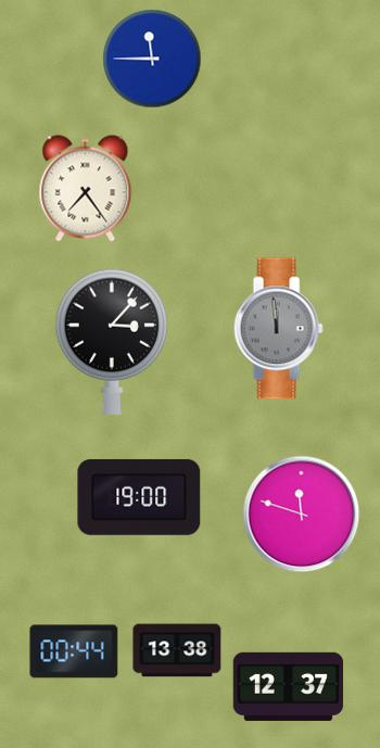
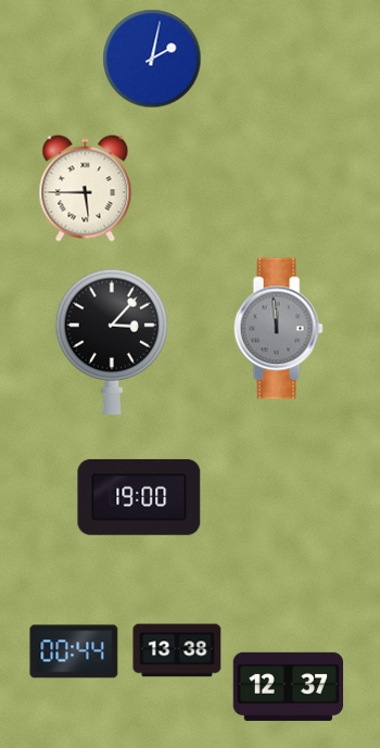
clock at (152, 59): 11:45 -> 2:02
clock at (86, 189): 7:24 -> 5:45
clock at (302, 515): 11:48 -> none
